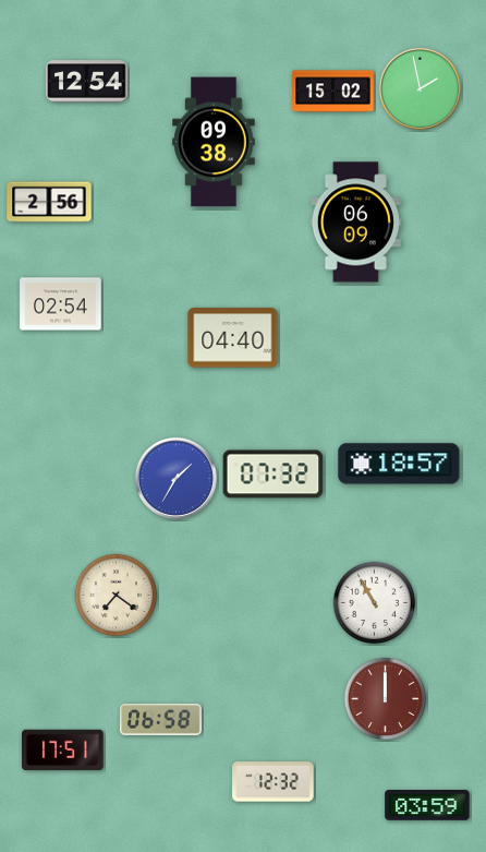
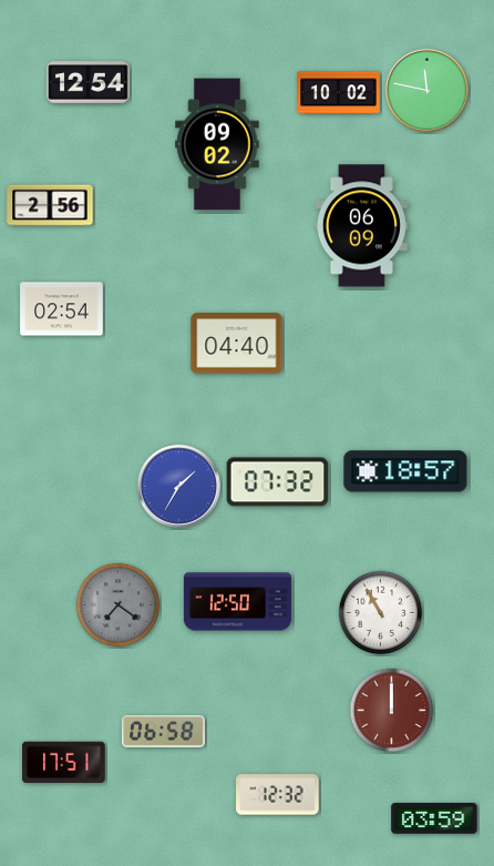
clock at (420, 88): 1:58 -> 11:47
clock at (333, 92): 15:02 -> 10:02
clock at (214, 142): 09:38 -> 09:02
clock at (237, 602): none -> 12:50
clock at (117, 596) dial: cream -> grey
